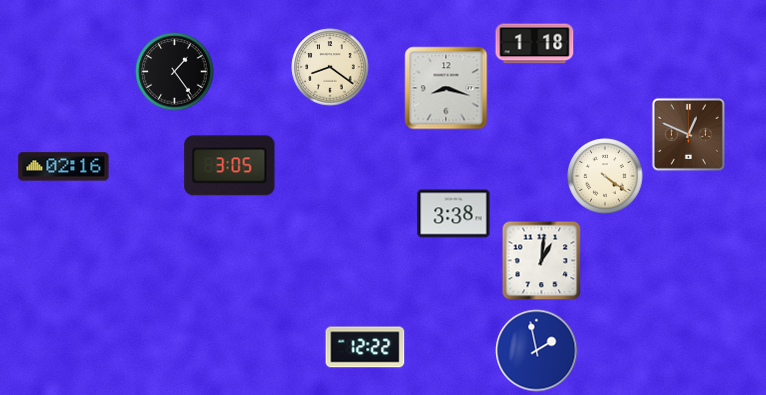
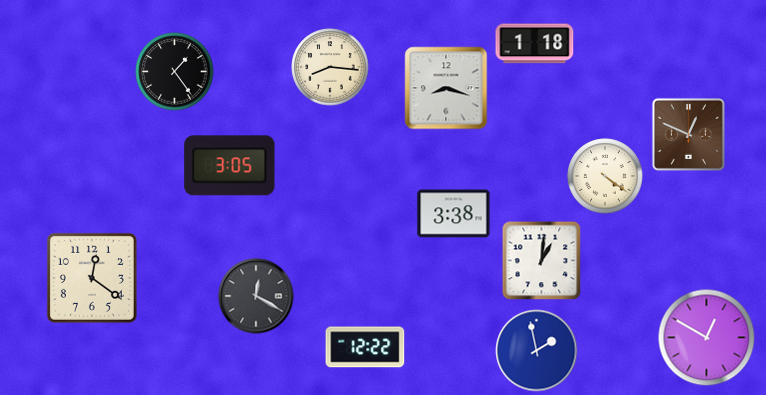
clock at (330, 67): 8:21 -> 8:16
clock at (64, 167): 02:16 -> none
clock at (92, 278): none -> 12:21
clock at (256, 296): none -> 12:20
clock at (707, 338): none -> 12:50
